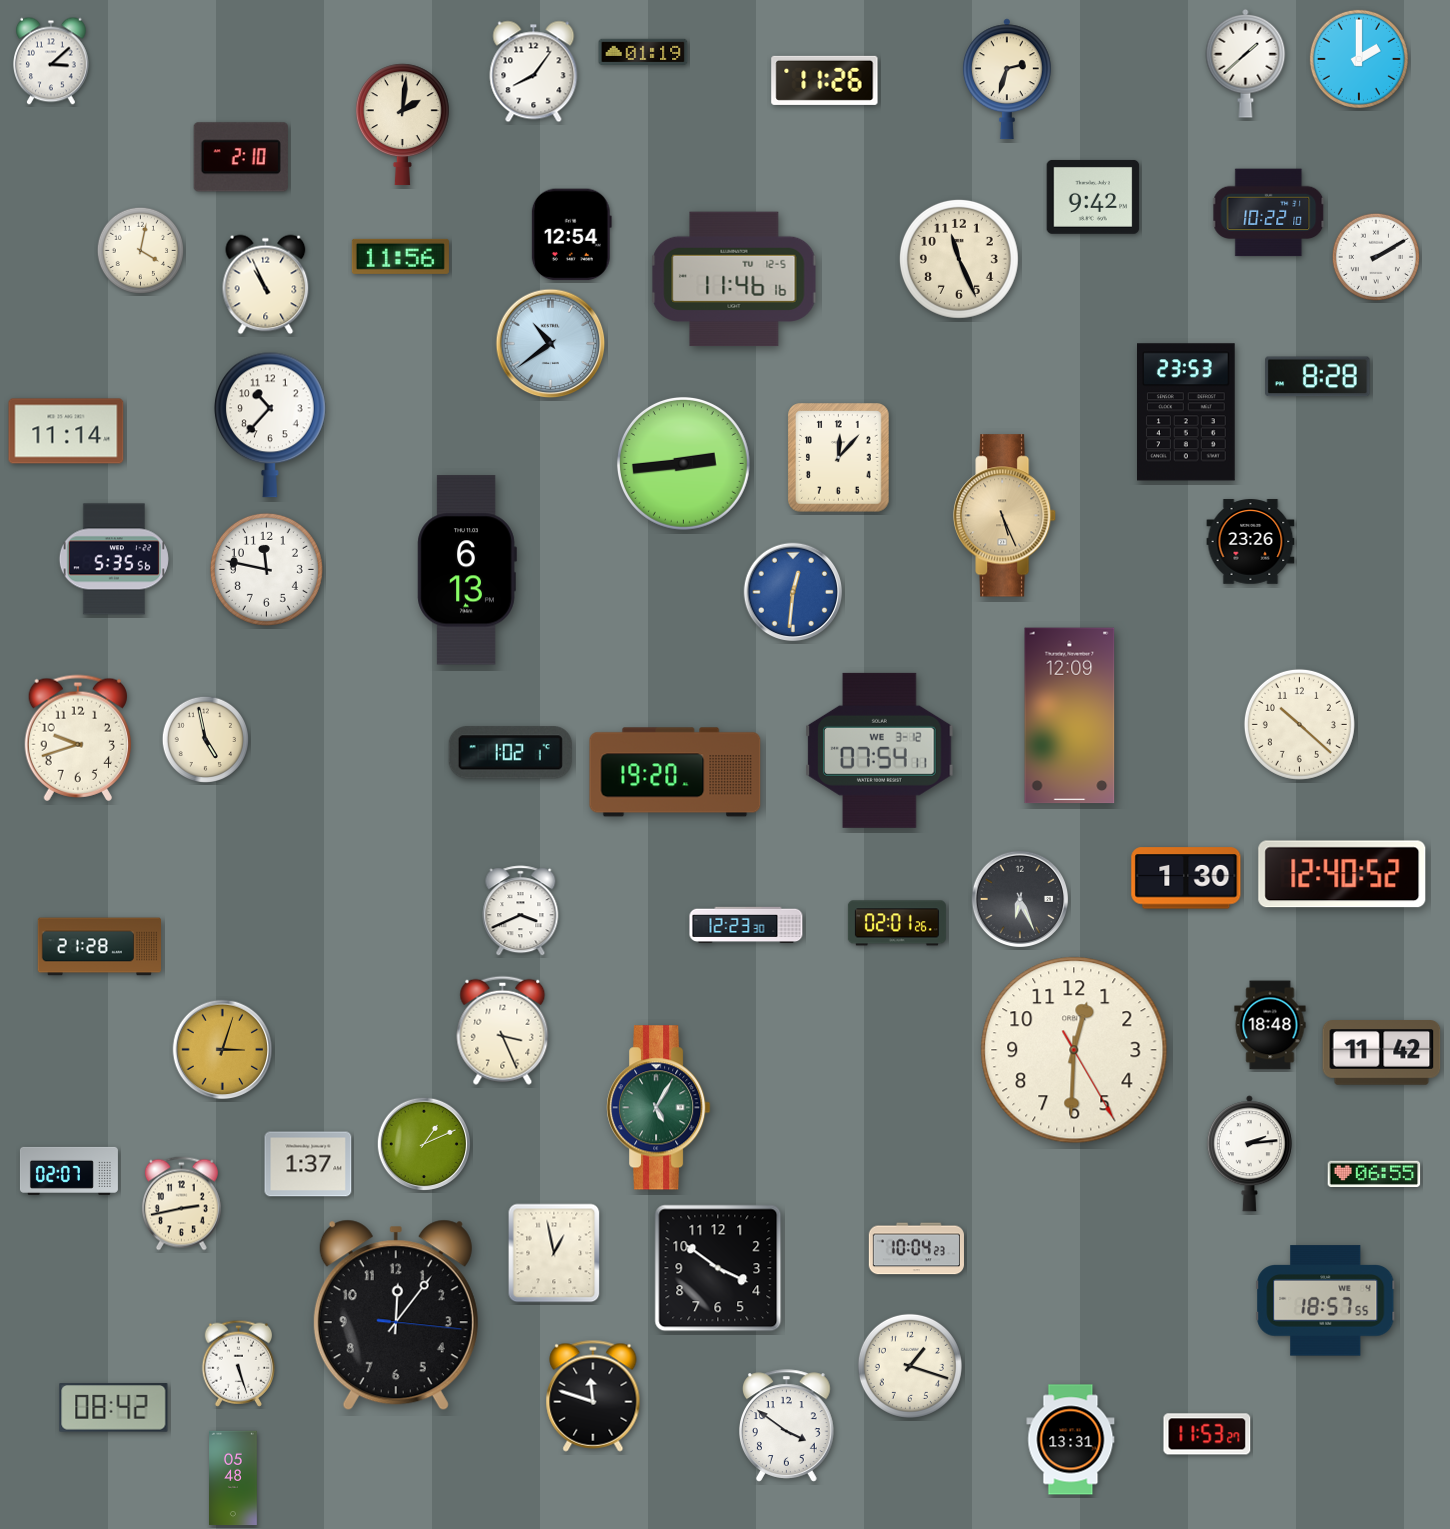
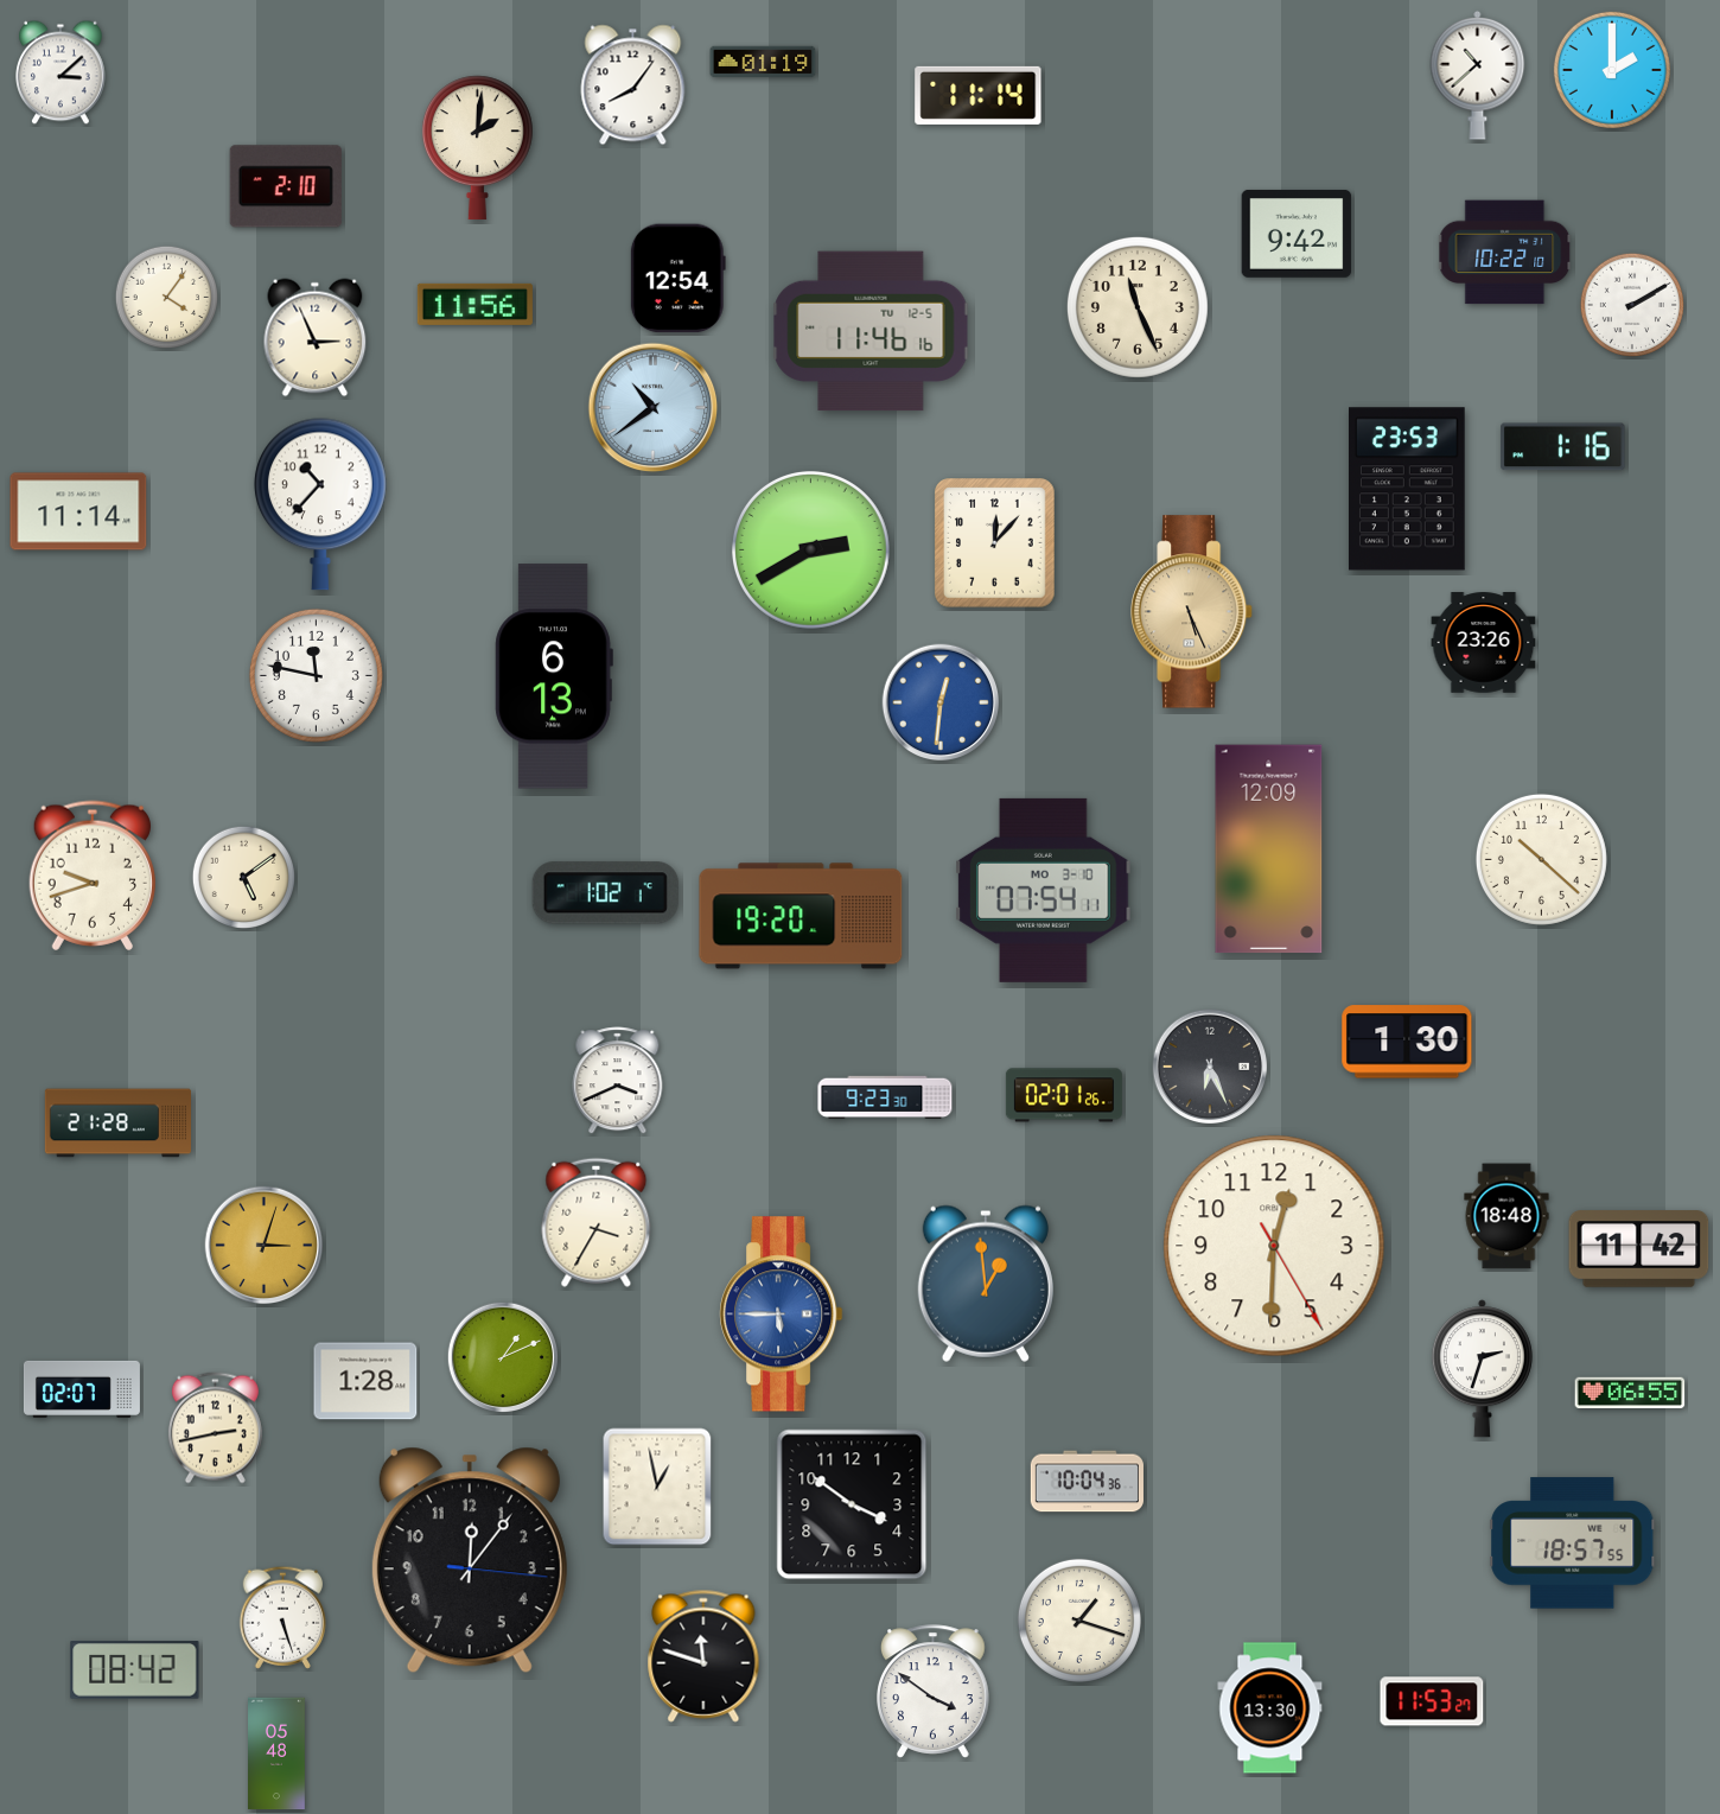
clock at (1246, 64): 1:38 -> 10:38
clock at (1007, 79): 2:33 -> none
clock at (825, 80): 11:26 -> 11:14
clock at (140, 250): 4:02 -> 4:06
clock at (266, 285): 10:56 -> 2:56
clock at (1318, 377): 8:28 -> 1:16
clock at (683, 463): 2:44 -> 2:40
clock at (114, 559): 5:35 -> none
clock at (205, 739): 4:58 -> 5:09
clock at (880, 750) date: WE 3-12 -> MO 3-10
clock at (1342, 874): 12:40 -> none
clock at (746, 925): 12:23 -> 9:23
clock at (503, 1030): 3:26 -> 3:35
clock at (986, 1284): none -> 12:59
clock at (659, 1108): 5:05 -> 5:45
clock at (659, 1108) dial: green -> blue
clock at (1249, 1154): 2:14 -> 2:33
clock at (308, 1164): 1:37 -> 1:28
clock at (916, 1249): 10:04:23 -> 10:04:36
clock at (1071, 1440): 13:31 -> 13:30
